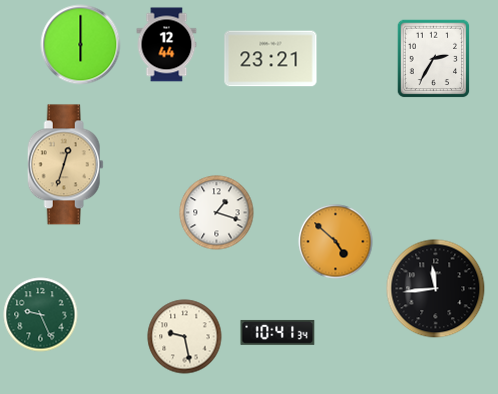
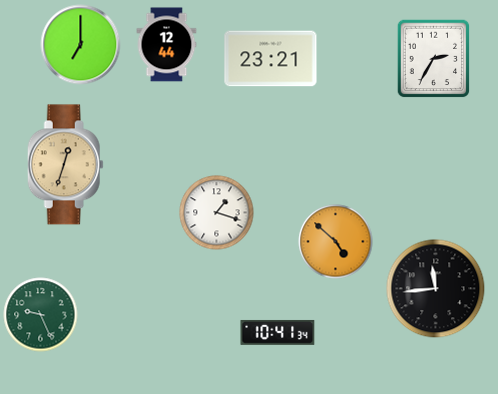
clock at (81, 45): 6:00 -> 7:00
clock at (185, 337): 9:28 -> none
